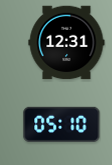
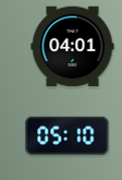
clock at (67, 43): 12:31 -> 04:01
